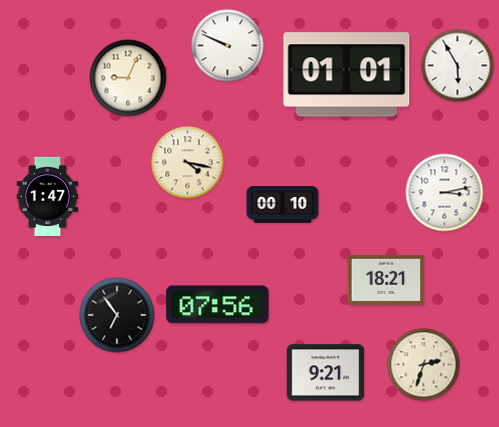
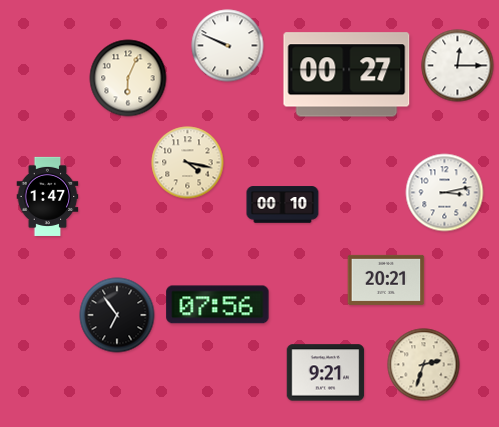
clock at (458, 66): 5:55 -> 12:15
clock at (347, 75): 01:01 -> 00:27
clock at (128, 78): 9:04 -> 6:04
clock at (386, 280): 18:21 -> 20:21
